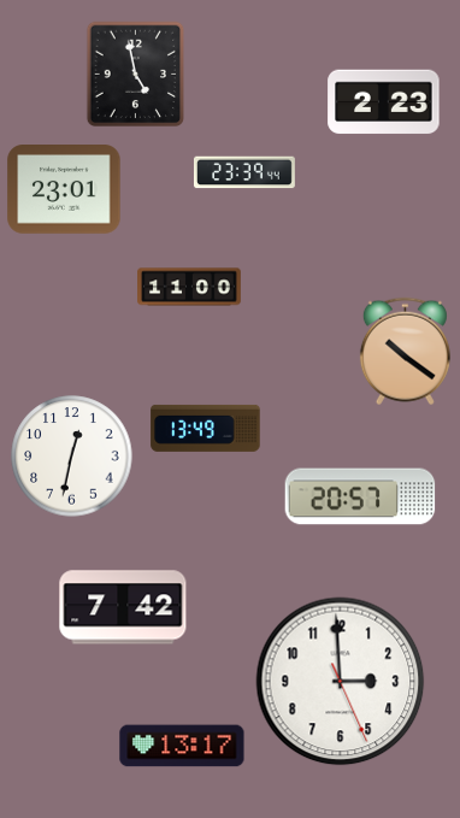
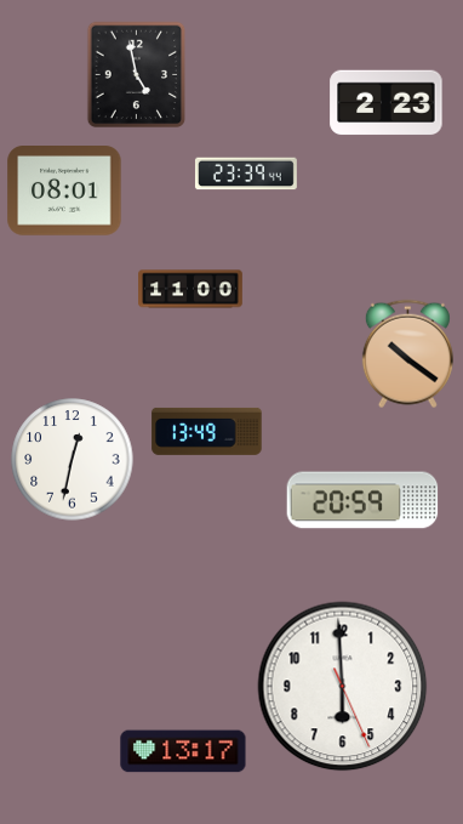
clock at (64, 190): 23:01 -> 08:01
clock at (360, 496): 20:57 -> 20:59
clock at (123, 607): 7:42 -> none
clock at (341, 682): 2:59 -> 5:59
